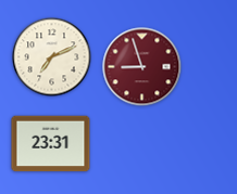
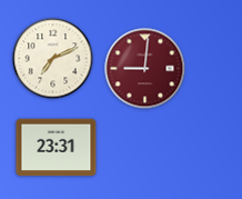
clock at (142, 67): 8:57 -> 9:01
clock at (51, 144) position: (51, 144) -> (57, 148)
